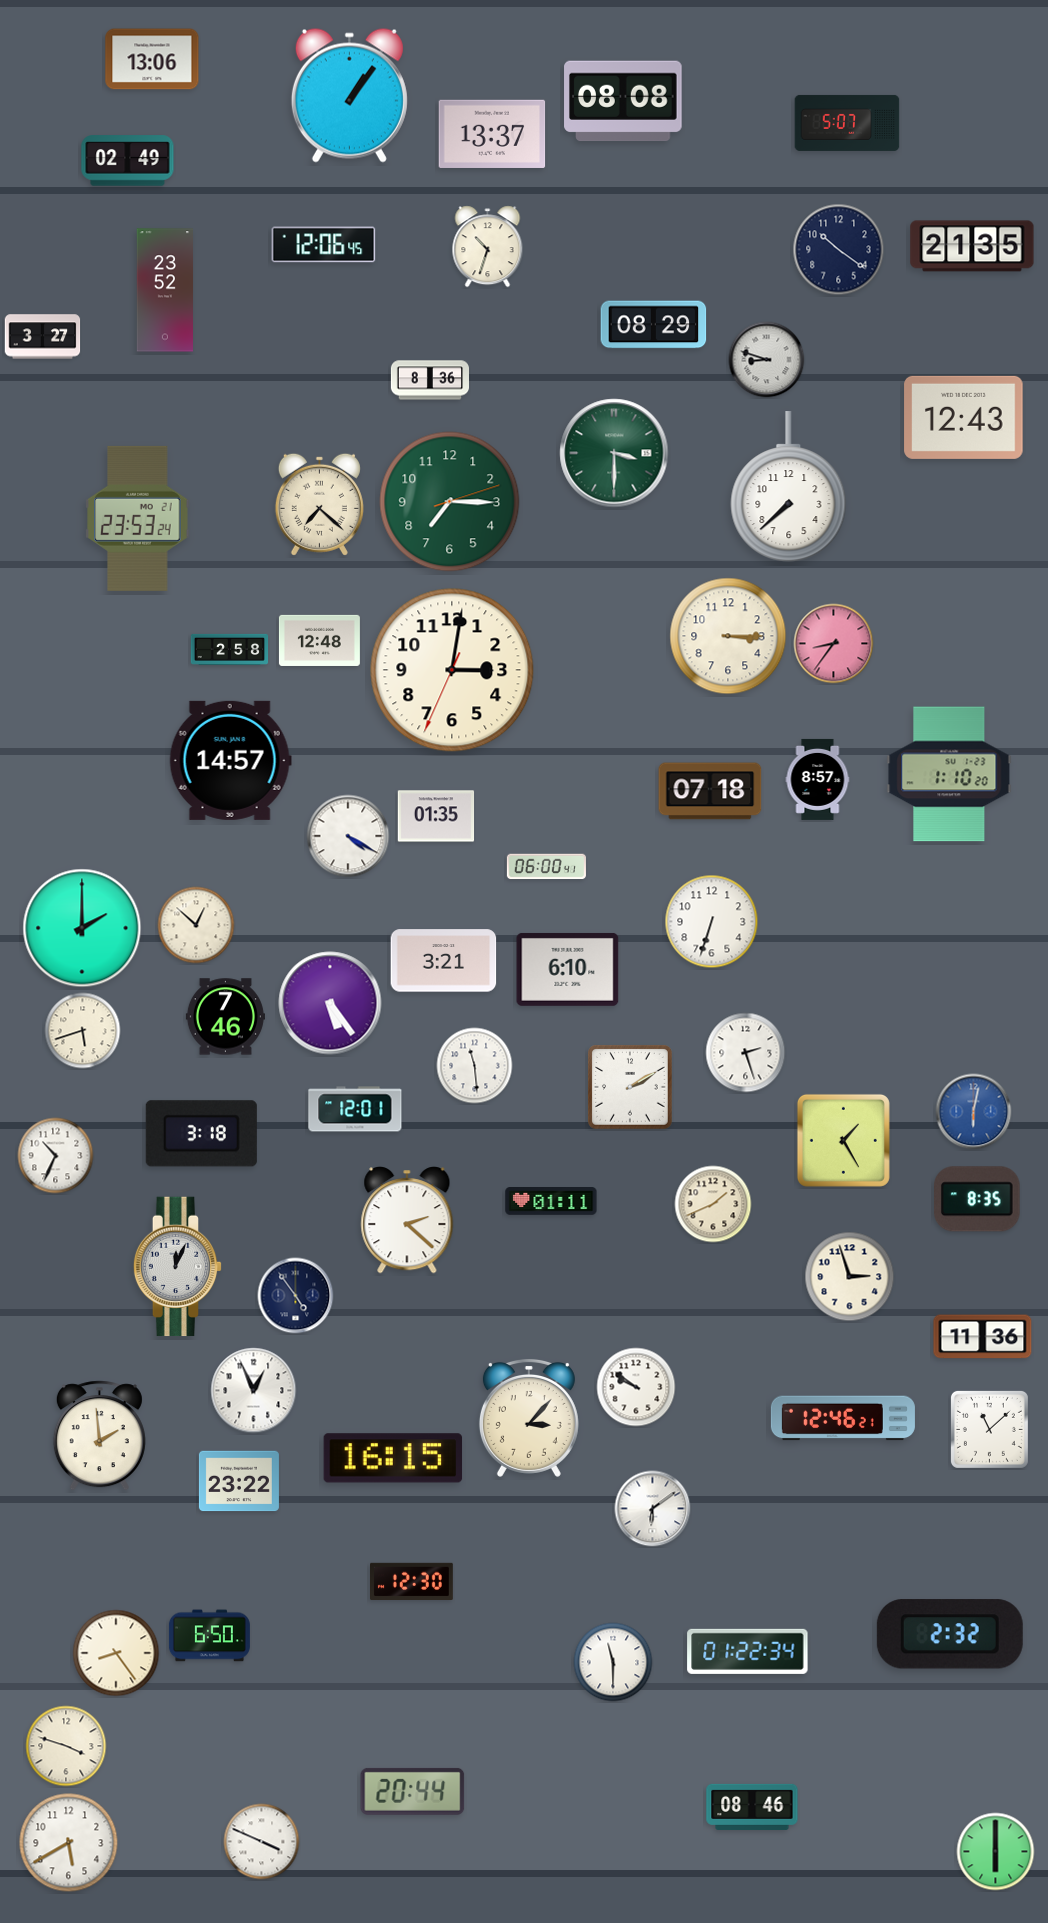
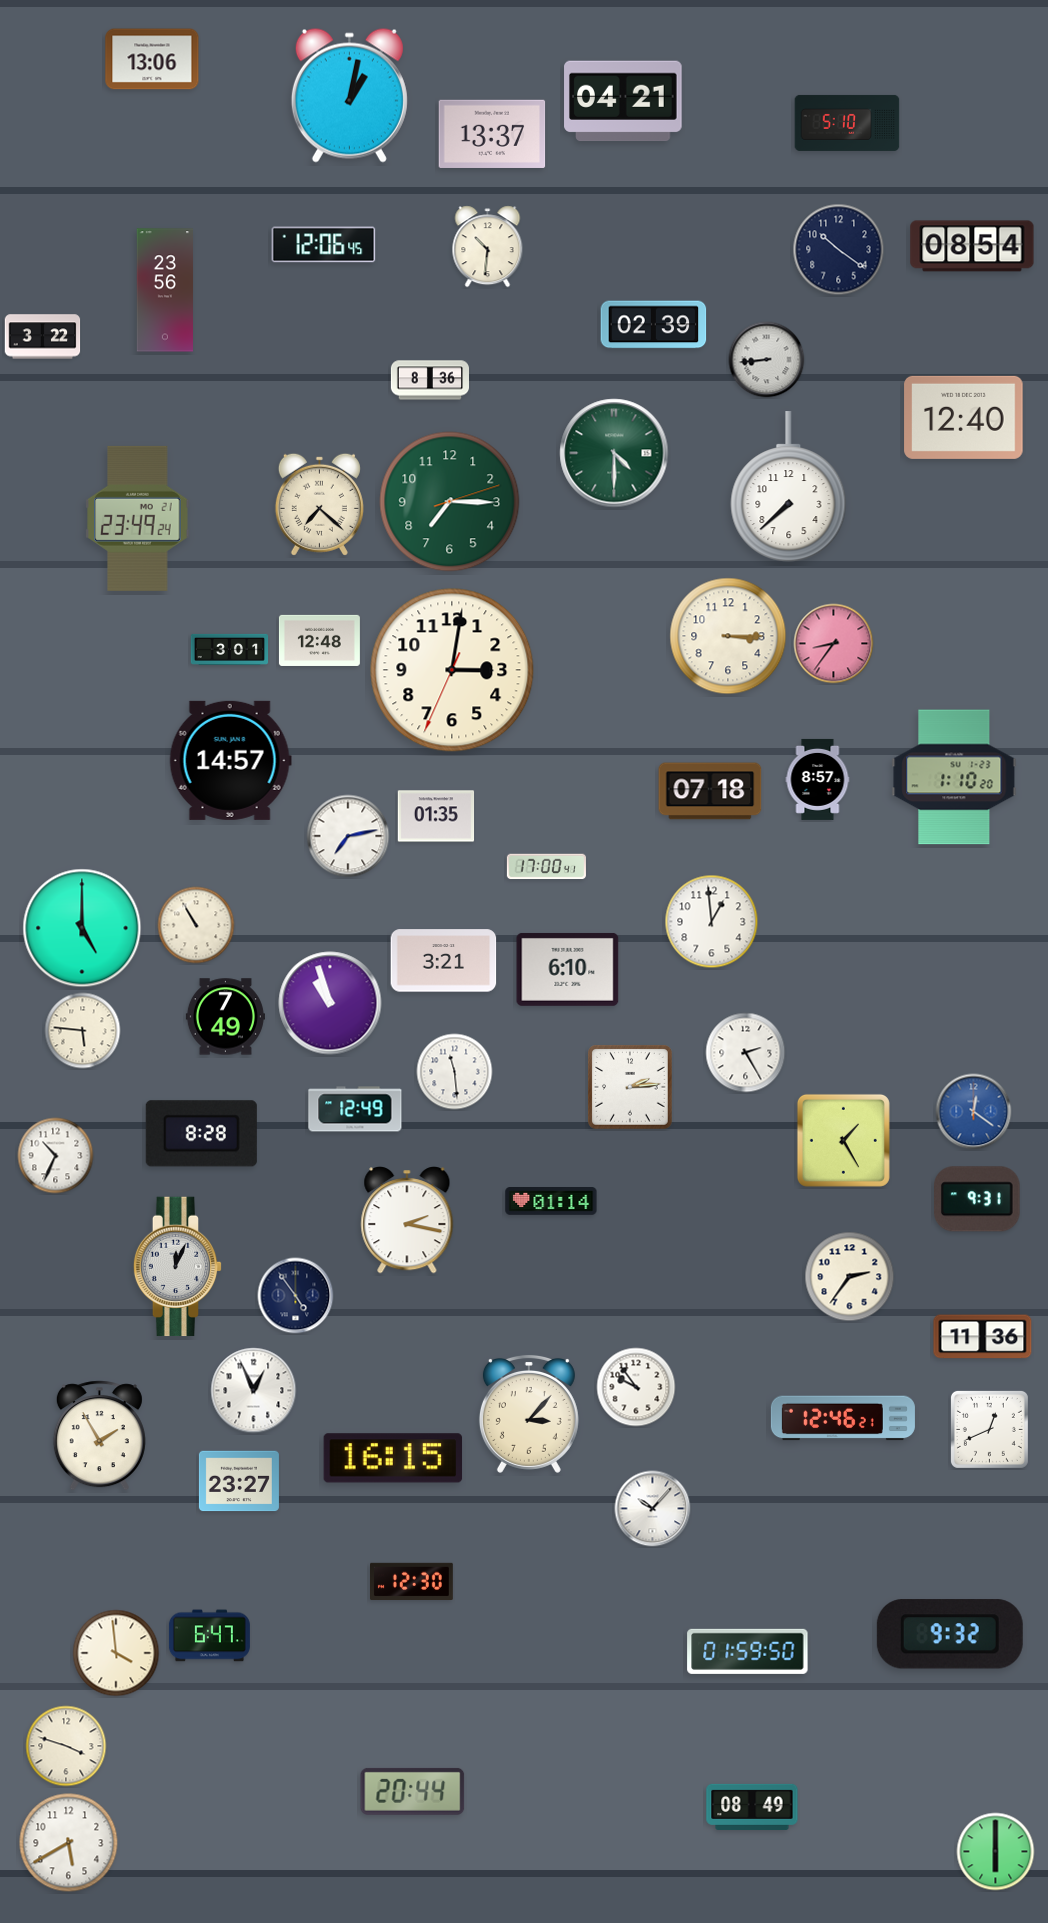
clock at (349, 95): 1:06 -> 1:02
clock at (623, 101): 08:08 -> 04:21
clock at (847, 123): 5:07 -> 5:10
clock at (128, 161): 02:49 -> none
clock at (972, 246): 21:35 -> 08:54
clock at (488, 247): 10:33 -> 10:31
clock at (165, 290): 23:52 -> 23:56
clock at (654, 325): 08:29 -> 02:39
clock at (43, 337): 3:27 -> 3:22
clock at (767, 360): 8:48 -> 8:44
clock at (964, 417): 12:43 -> 12:40
clock at (614, 453): 3:30 -> 4:30
clock at (138, 518): 23:53 -> 23:49
clock at (230, 649): 2:58 -> 3:01
clock at (949, 774) position: (949, 774) -> (954, 777)
clock at (348, 836): 4:20 -> 7:13
clock at (546, 867): 06:00 -> 17:00
clock at (712, 922): 6:33 -> 12:59
clock at (196, 925): 12:52 -> 10:55
clock at (82, 928): 2:00 -> 5:00
clock at (330, 1003): 5:24 -> 10:57
clock at (225, 1017): 7:46 -> 7:49
clock at (83, 1031): 5:42 -> 5:46
clock at (746, 1053): 2:27 -> 2:25
clock at (475, 1066) position: (475, 1066) -> (455, 1072)
clock at (631, 1088): 2:10 -> 2:14
clock at (355, 1109): 12:01 -> 12:49
clock at (974, 1112): 6:02 -> 12:21
clock at (201, 1134): 3:18 -> 8:28
clock at (978, 1199): 8:35 -> 9:31
clock at (551, 1202): 01:11 -> 01:14
clock at (713, 1204): 1:41 -> none
clock at (407, 1220): 2:22 -> 2:17
clock at (850, 1277): 2:57 -> 2:36
clock at (636, 1387): 9:51 -> 9:54
clock at (529, 1418) position: (529, 1418) -> (529, 1414)
clock at (989, 1429): 11:08 -> 12:41
clock at (99, 1436): 1:59 -> 1:55
clock at (239, 1481): 23:22 -> 23:27
clock at (653, 1509): 6:09 -> 10:07
clock at (950, 1634): 2:32 -> 9:32
clock at (209, 1636): 6:50 -> 6:47
clock at (748, 1651): 01:22 -> 01:59
clock at (116, 1653): 8:24 -> 3:59
clock at (613, 1662): 11:30 -> none
clock at (752, 1807): 08:46 -> 08:49
clock at (262, 1842): 3:49 -> none
